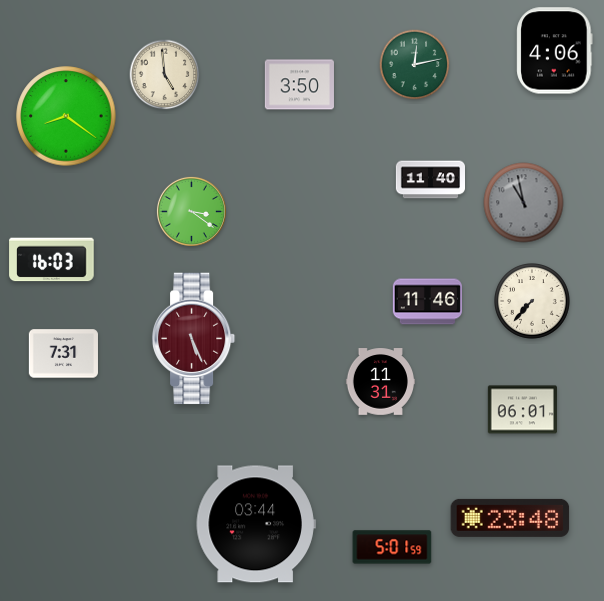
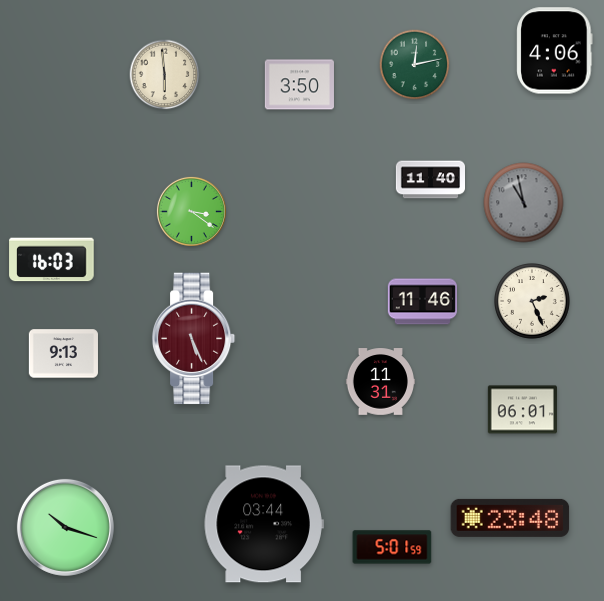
clock at (165, 75): 4:59 -> 5:59
clock at (66, 116): 8:21 -> none
clock at (427, 302) position: (427, 302) -> (422, 302)
clock at (533, 302): 7:37 -> 2:26
clock at (63, 354): 7:31 -> 9:13
clock at (256, 524) position: (256, 524) -> (264, 524)
clock at (65, 527): none -> 10:18
